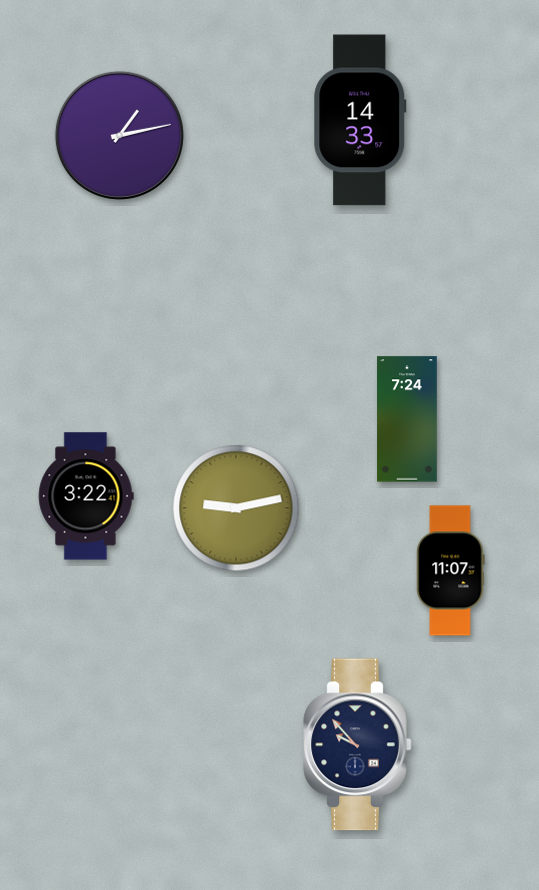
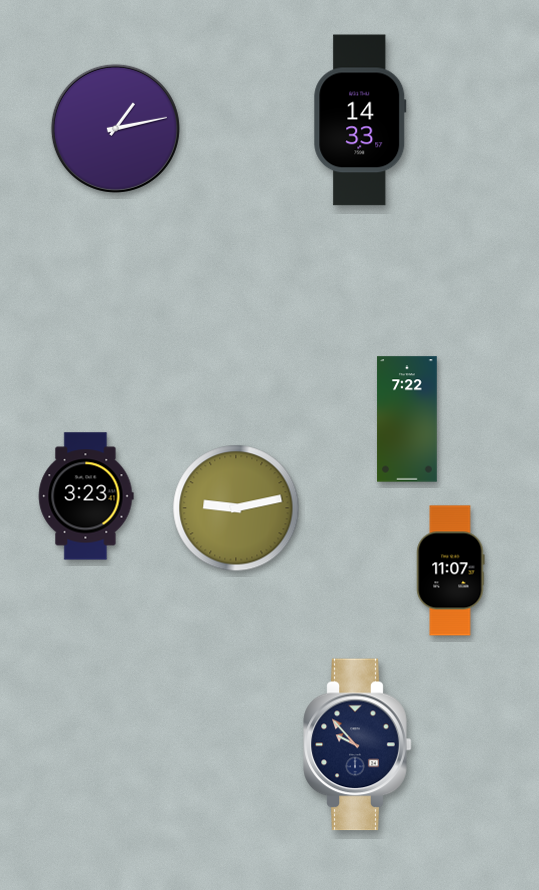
clock at (119, 135) position: (119, 135) -> (115, 128)
clock at (407, 419): 7:24 -> 7:22
clock at (86, 496): 3:22 -> 3:23
